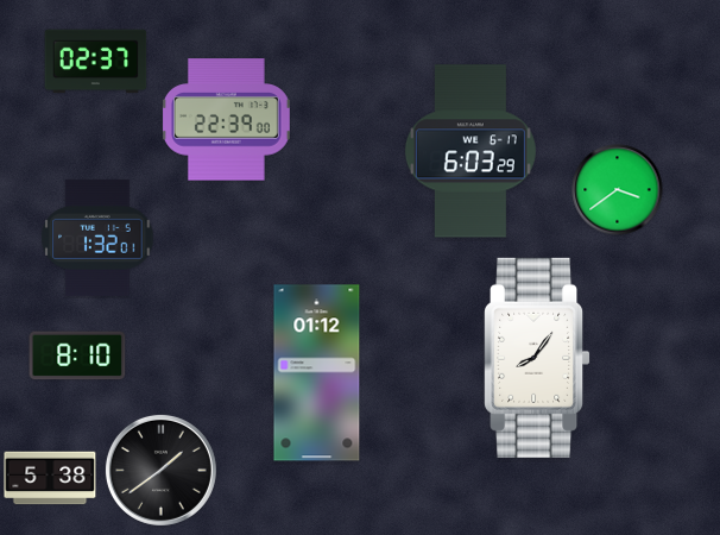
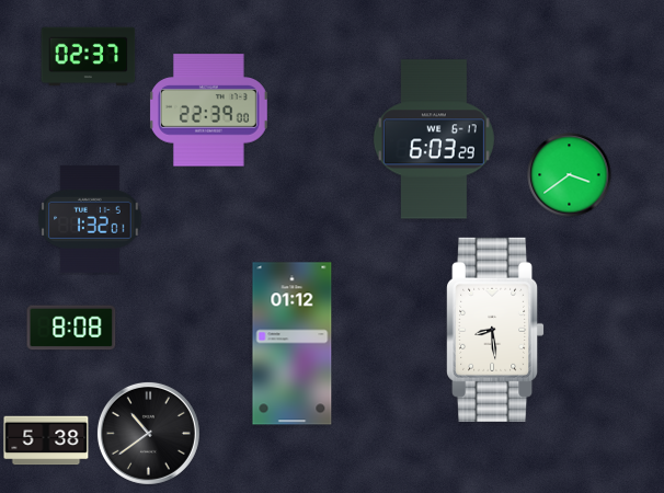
clock at (77, 355): 8:10 -> 8:08
clock at (537, 358): 8:06 -> 8:29
clock at (160, 470): 1:39 -> 10:39
